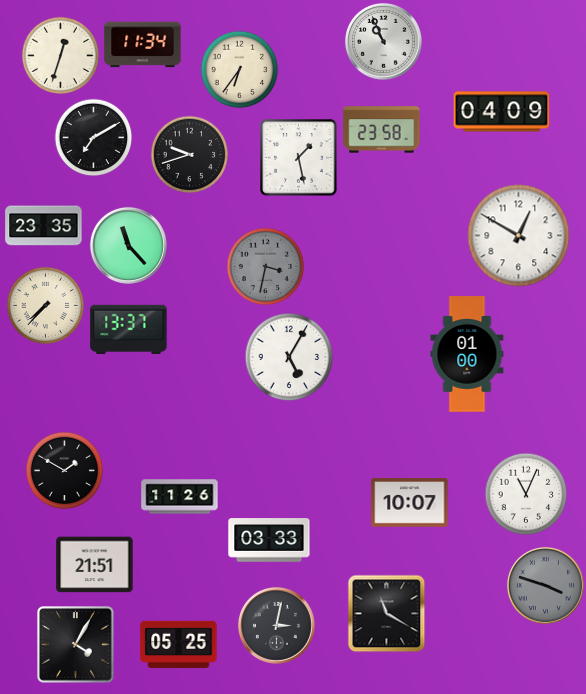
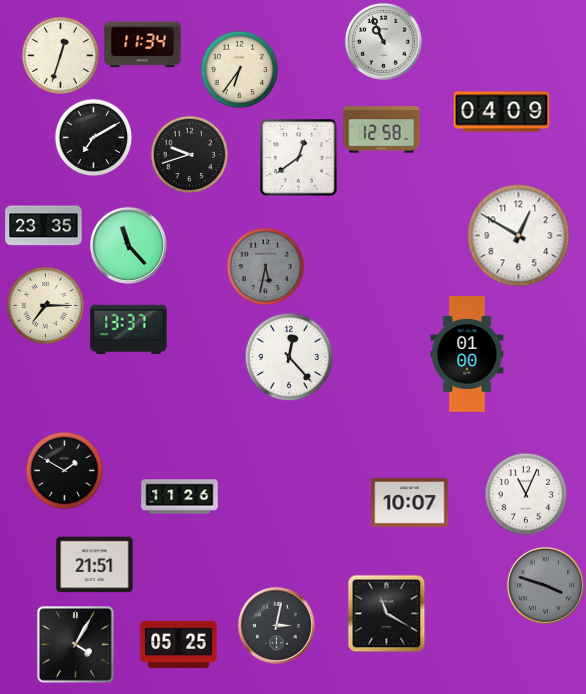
clock at (382, 130): 23:58 -> 12:58
clock at (299, 158): 1:28 -> 12:39
clock at (265, 266): 3:32 -> 5:32
clock at (45, 305): 7:37 -> 7:15
clock at (289, 357): 5:05 -> 12:23
clock at (269, 540): 03:33 -> none
